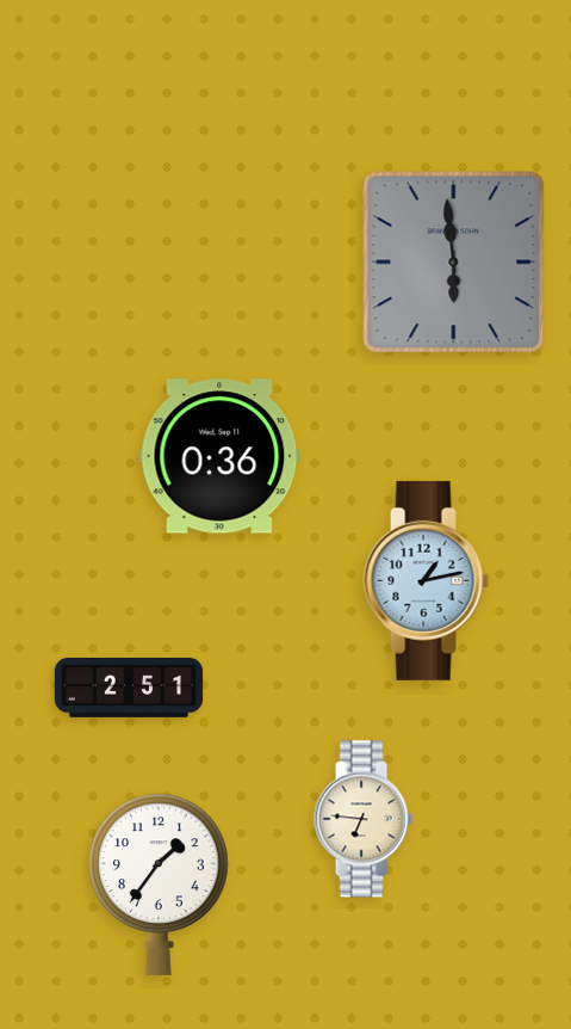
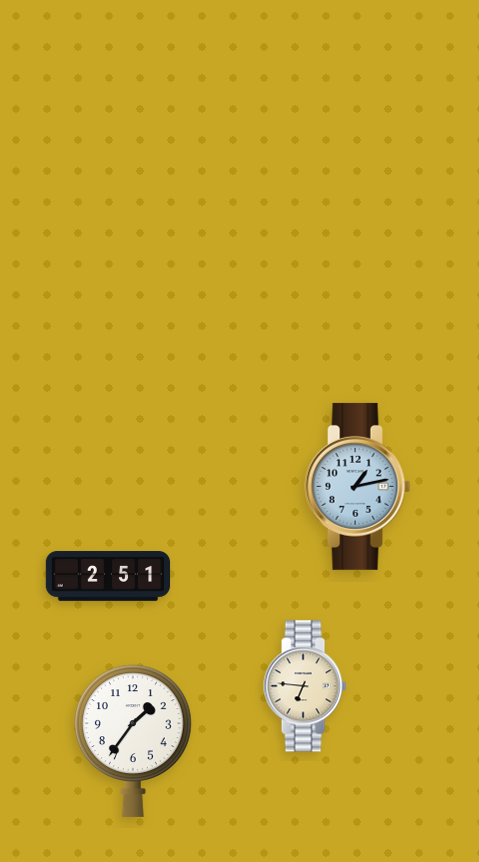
clock at (454, 263): 5:59 -> none
clock at (219, 456): 0:36 -> none
